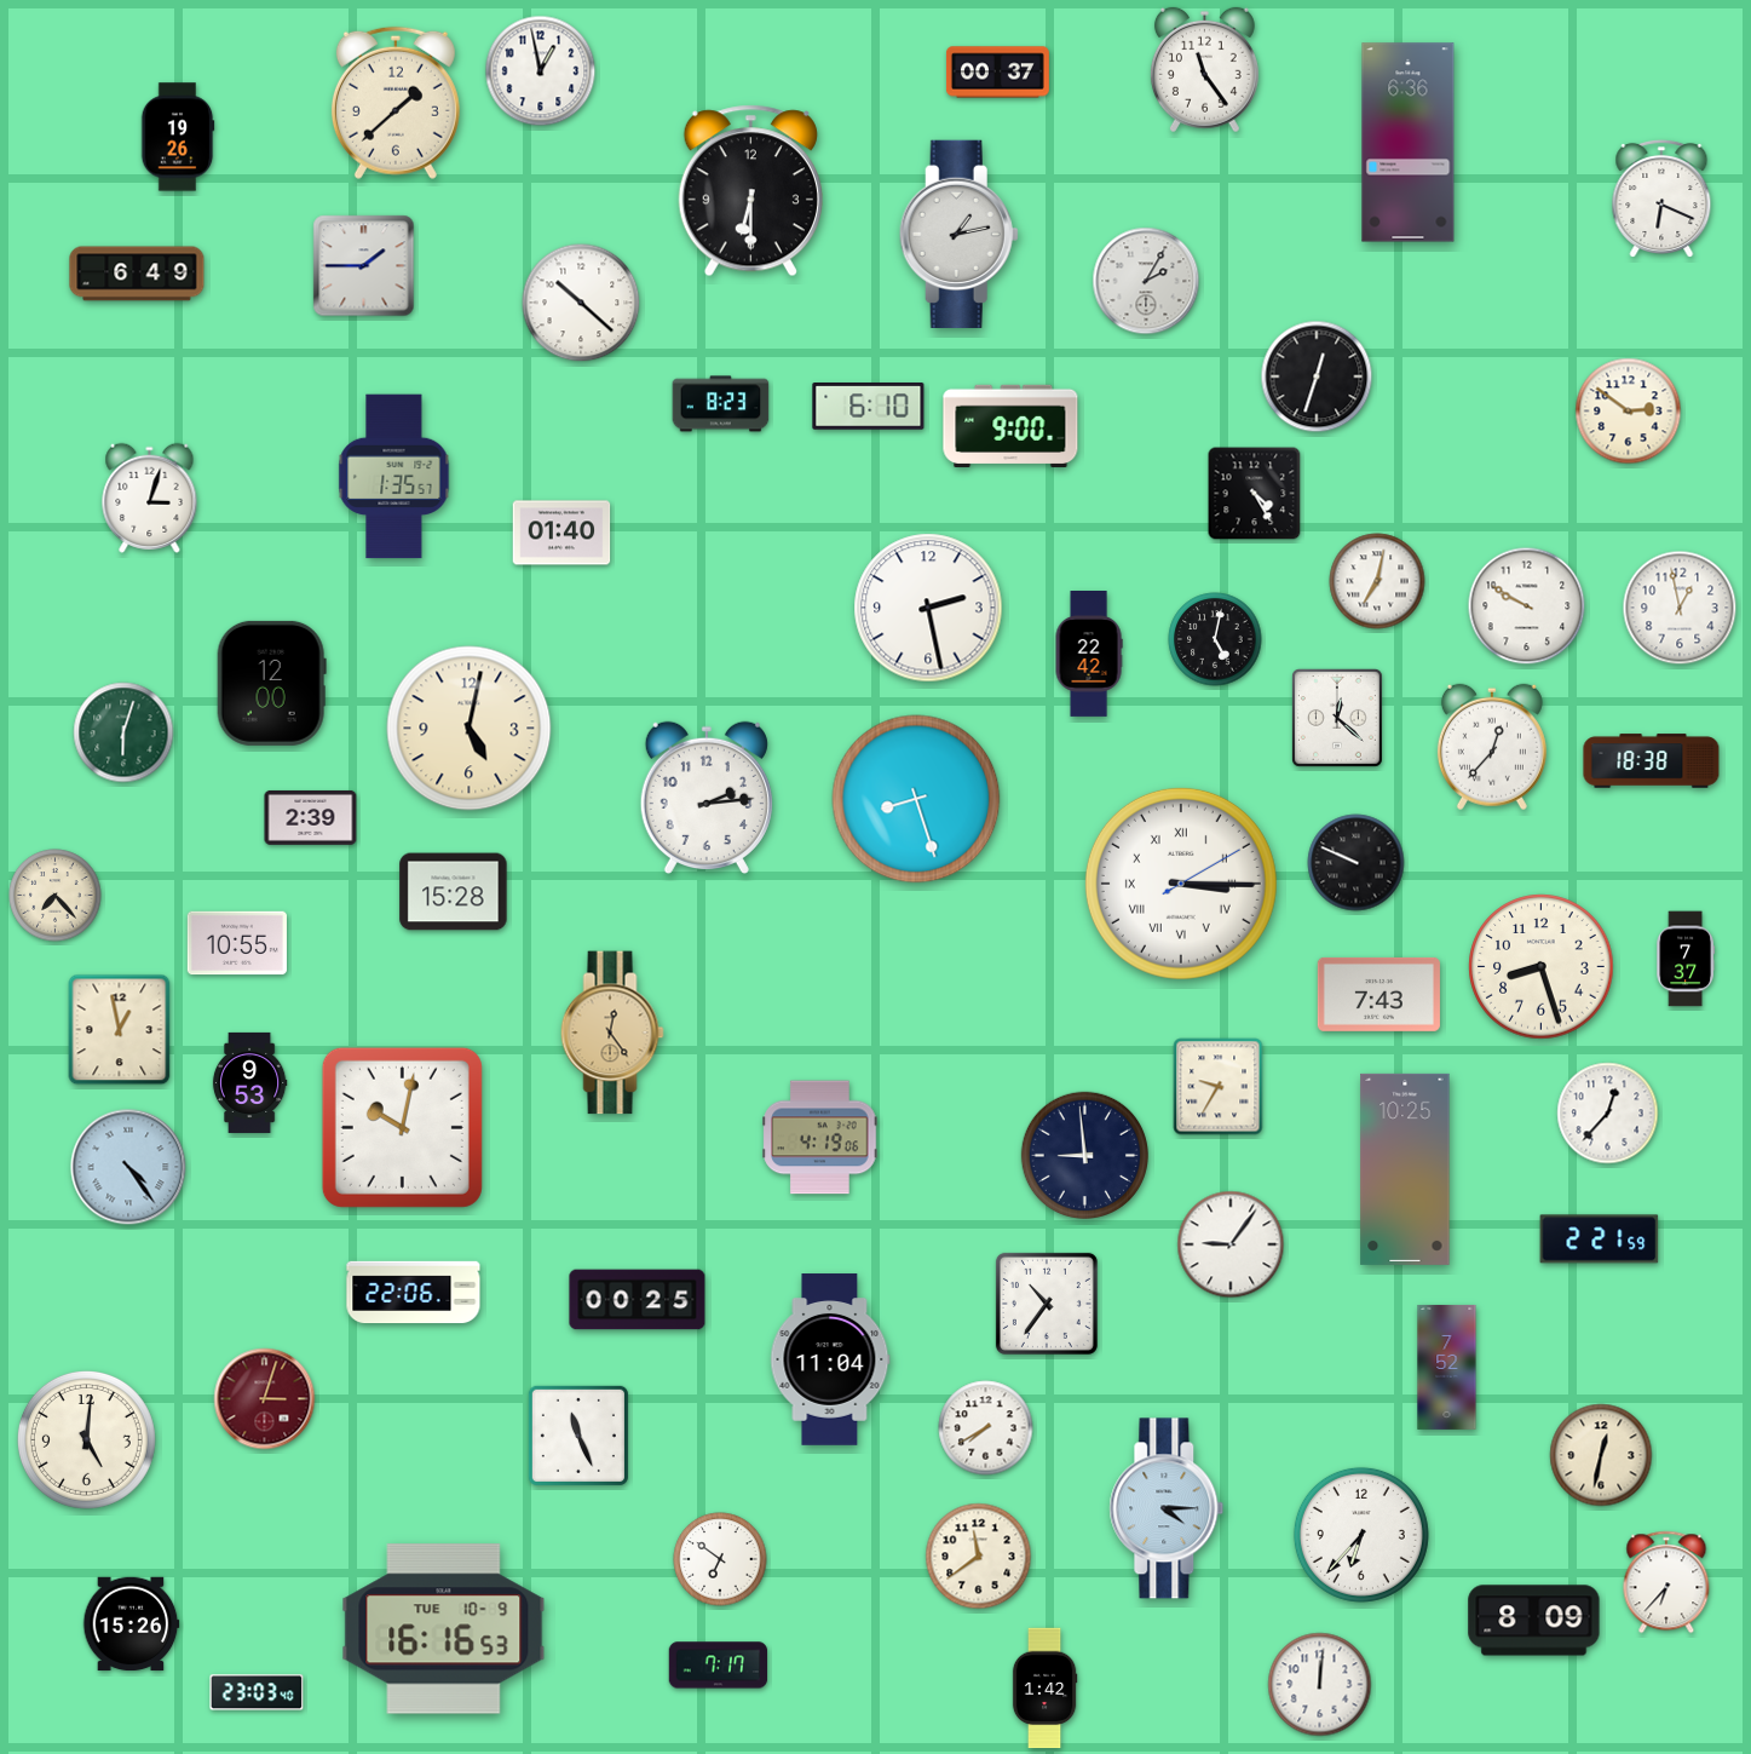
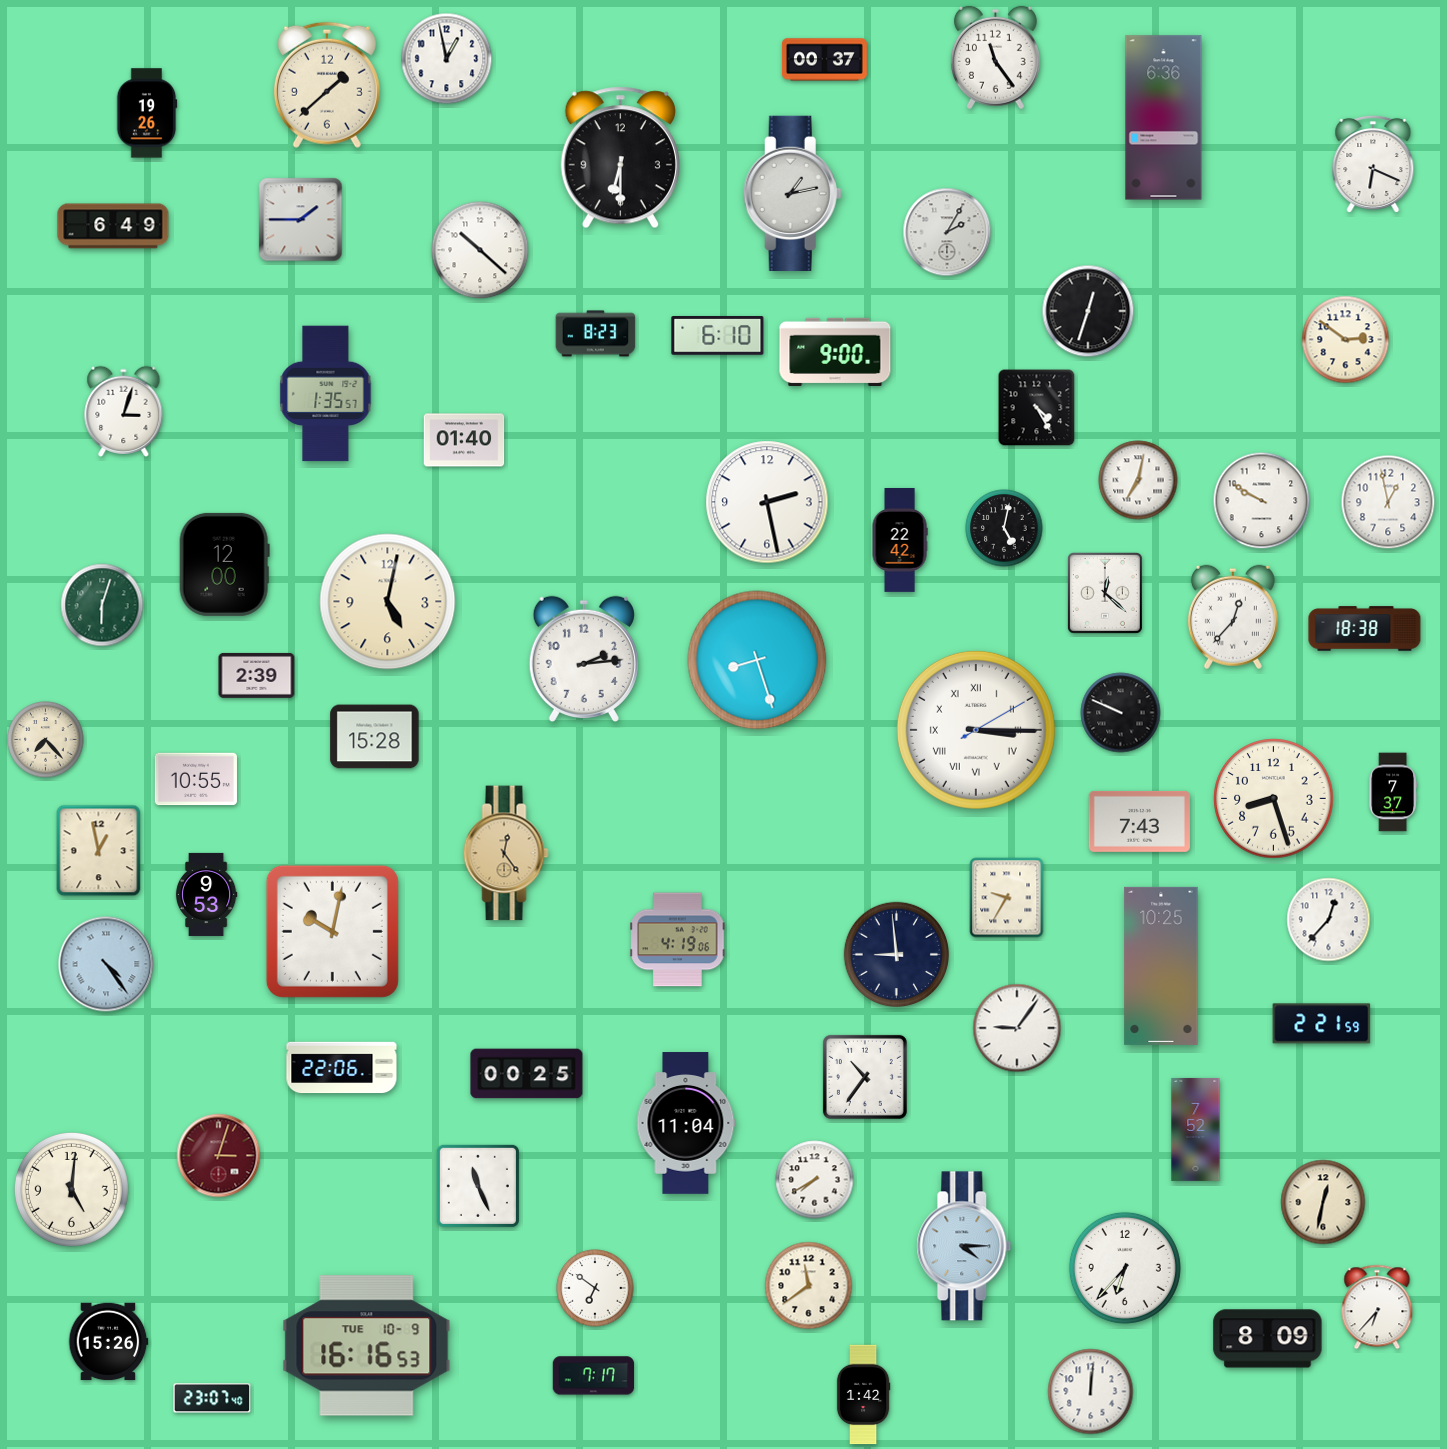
clock at (257, 1692): 23:03 -> 23:07
